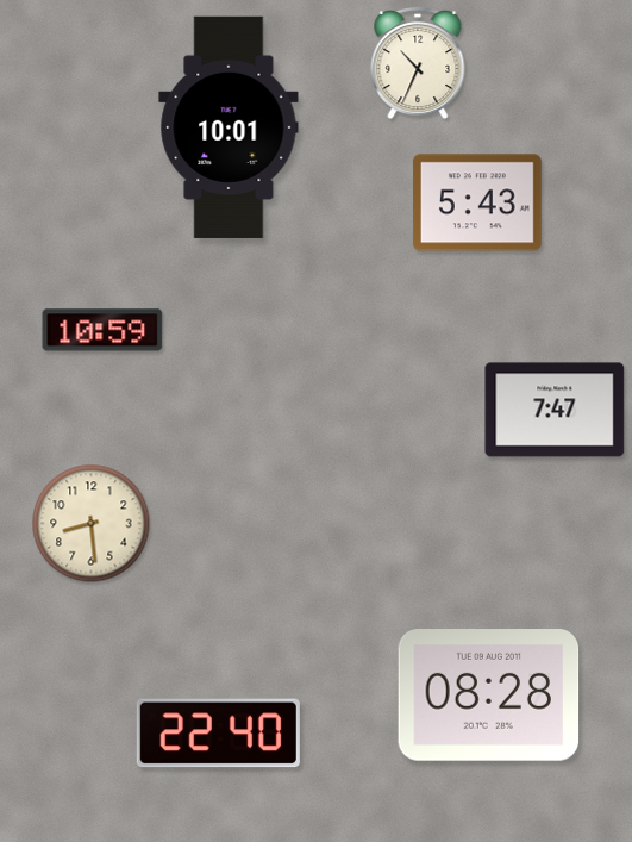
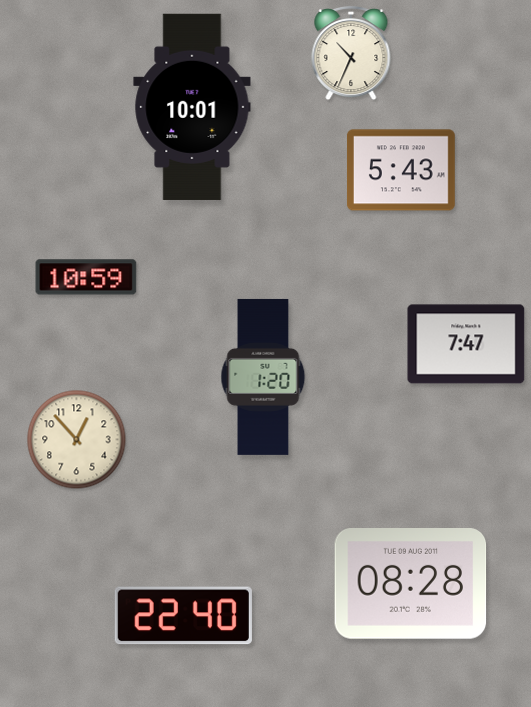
clock at (263, 377): none -> 1:20
clock at (92, 524): 8:29 -> 12:53
